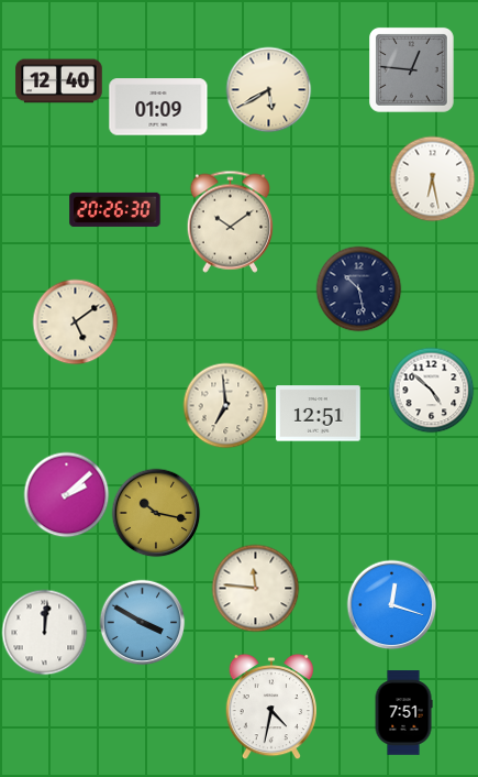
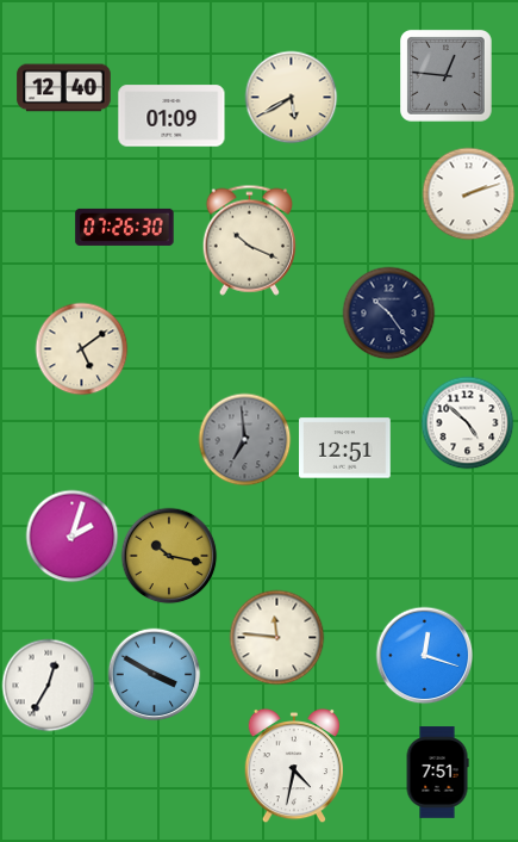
clock at (432, 178): 6:28 -> 2:12
clock at (115, 209): 20:26 -> 07:26
clock at (230, 221): 10:09 -> 10:19
clock at (358, 288): 10:28 -> 10:24
clock at (225, 405) dial: cream -> grey
clock at (66, 494): 2:08 -> 2:03
clock at (44, 632): 12:01 -> 12:35
